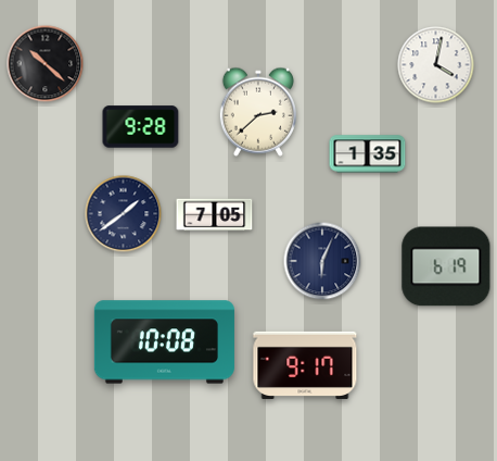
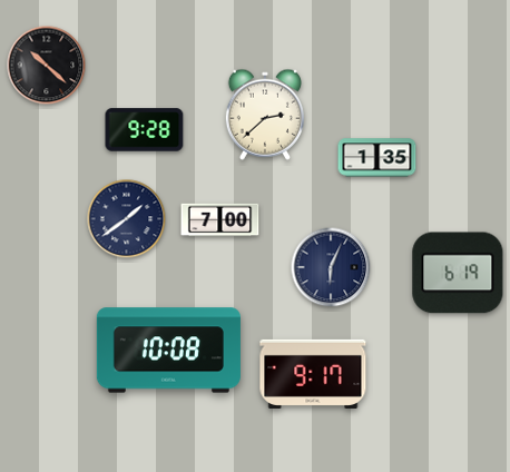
clock at (436, 65): 4:02 -> none
clock at (215, 215): 7:05 -> 7:00
